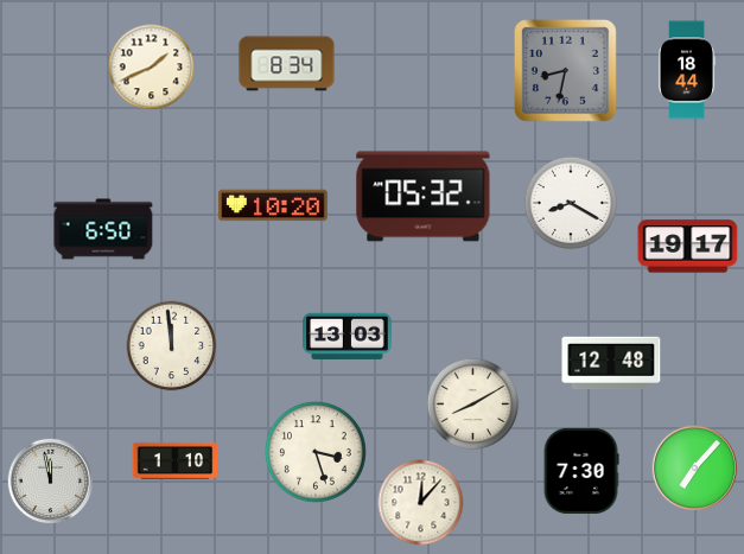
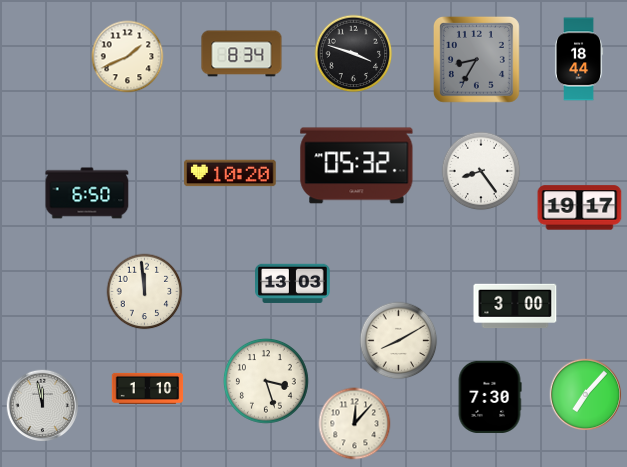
clock at (354, 54): none -> 3:48
clock at (565, 70): 8:32 -> 8:35
clock at (571, 203): 8:20 -> 8:24
clock at (611, 363): 12:48 -> 3:00
